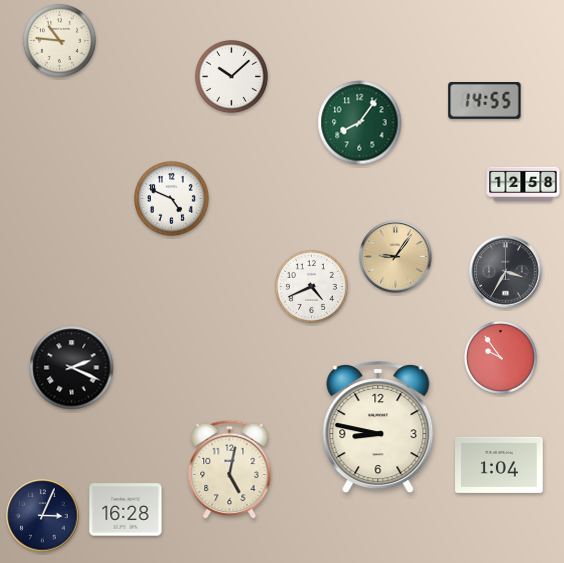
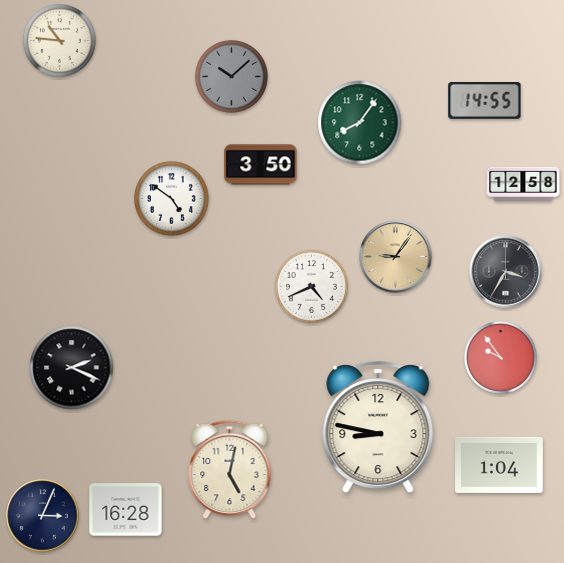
clock at (231, 76) dial: white -> grey
clock at (261, 165): none -> 3:50
clock at (172, 199): 4:49 -> 4:51
